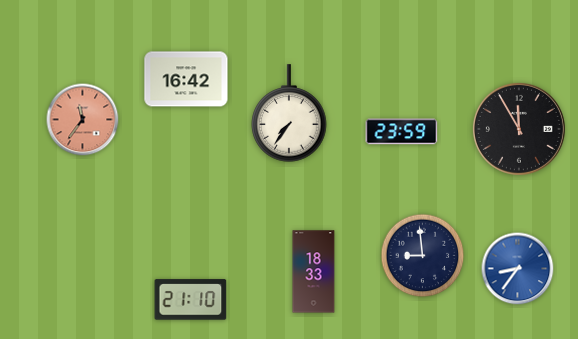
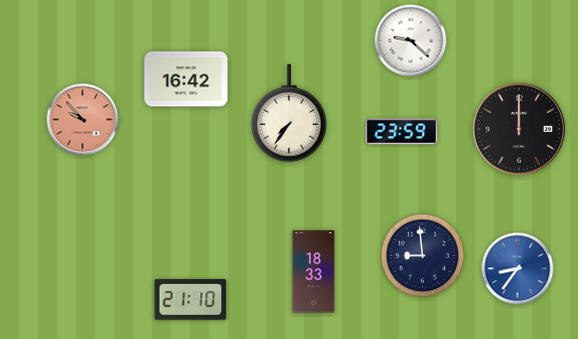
clock at (411, 41): none -> 9:22
clock at (83, 120): 11:36 -> 9:53
clock at (519, 129): 11:55 -> 12:00
